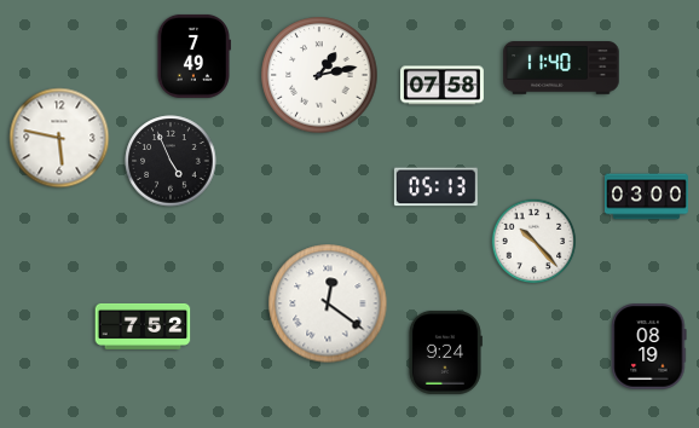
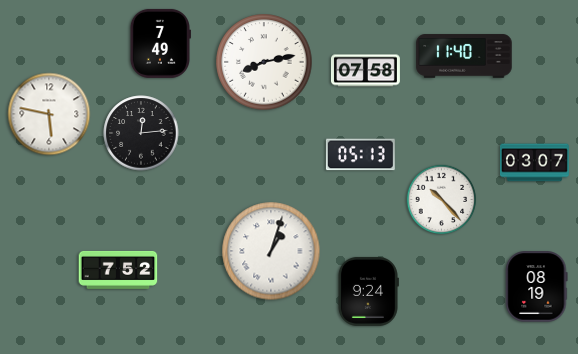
clock at (193, 56) position: (193, 56) -> (160, 43)
clock at (319, 75): 1:13 -> 8:13
clock at (171, 161): 4:56 -> 12:14
clock at (646, 197): 03:00 -> 03:07
clock at (328, 303): 12:21 -> 1:03
